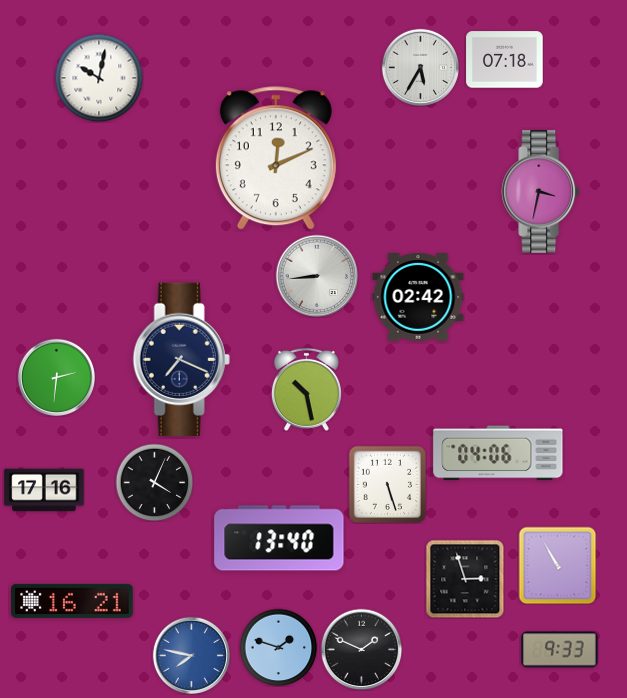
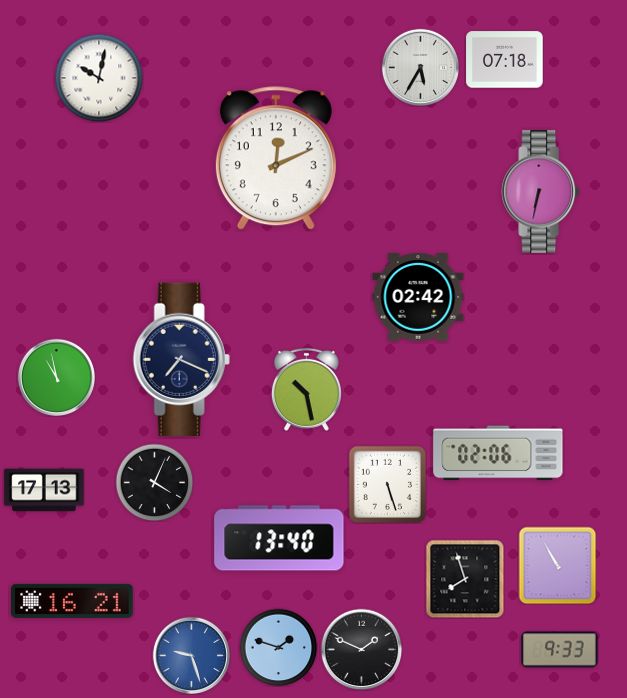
clock at (541, 192): 3:32 -> 6:32
clock at (317, 276): 8:44 -> none
clock at (56, 377): 2:31 -> 10:58
clock at (498, 453): 04:06 -> 02:06
clock at (44, 490): 17:16 -> 17:13
clock at (465, 579): 2:57 -> 7:57
clock at (191, 655): 7:47 -> 9:27
